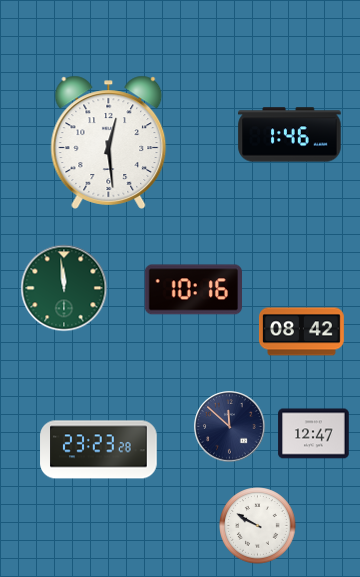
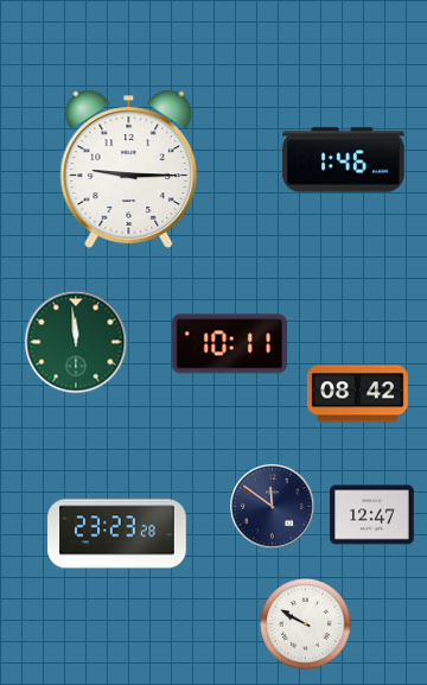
clock at (109, 142): 12:29 -> 9:15
clock at (193, 290): 10:16 -> 10:11
clock at (230, 427): 11:52 -> 11:51
